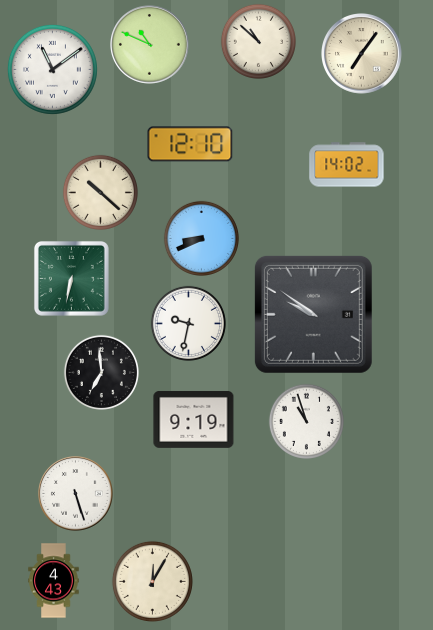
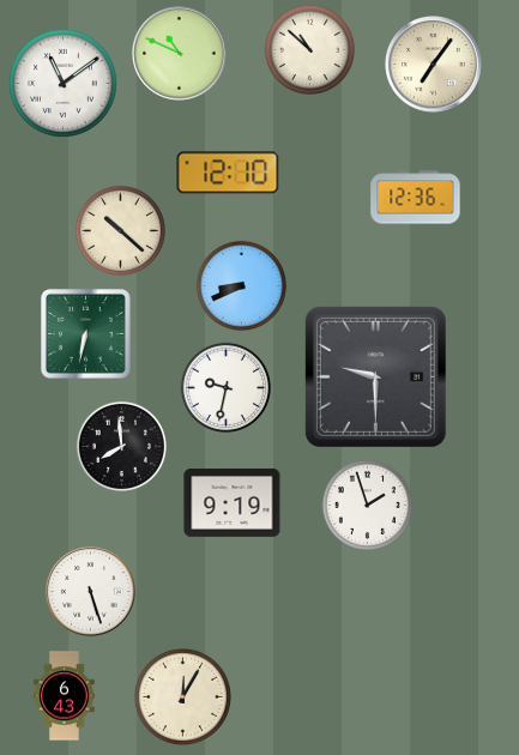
clock at (347, 165): 14:02 -> 12:36
clock at (313, 314): 9:51 -> 9:30
clock at (101, 372): 6:59 -> 7:59
clock at (306, 421): 10:57 -> 1:57
clock at (54, 581): 4:43 -> 6:43
